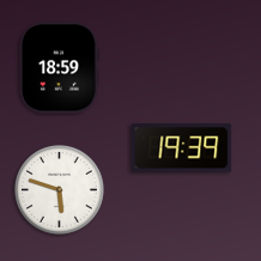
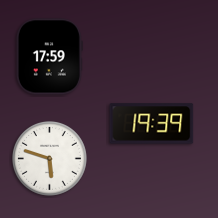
clock at (59, 68): 18:59 -> 17:59
